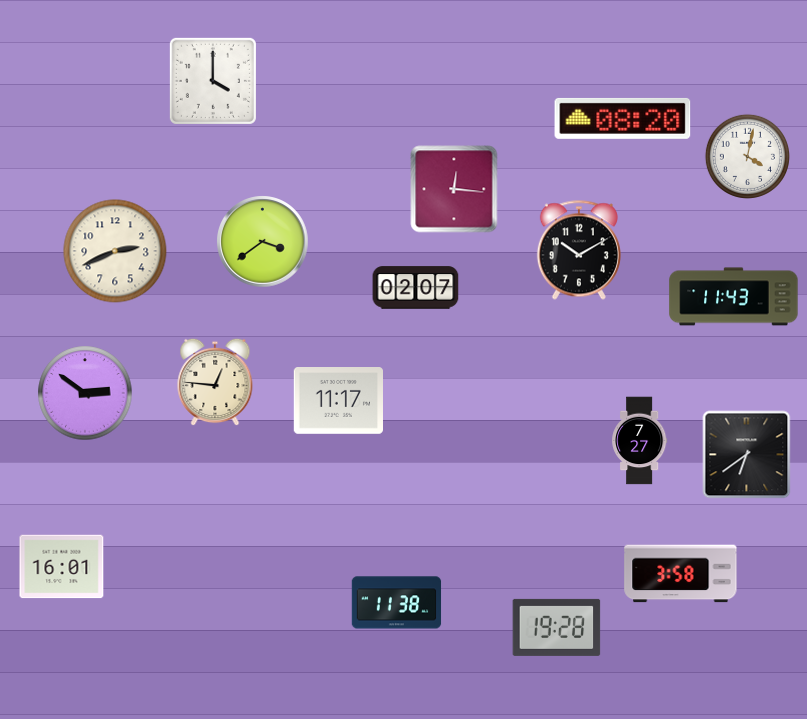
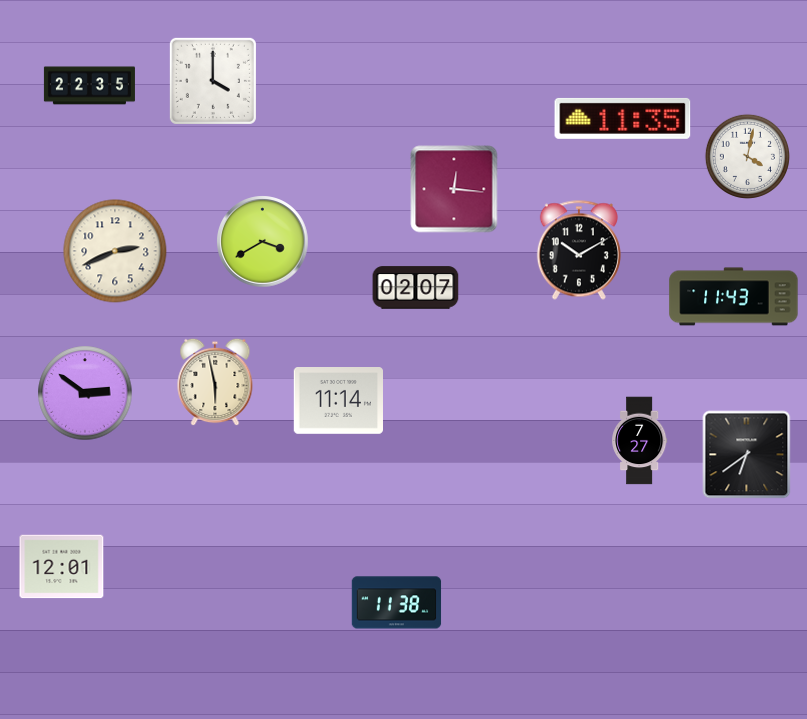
clock at (89, 86): none -> 22:35
clock at (623, 118): 08:20 -> 11:35
clock at (263, 242): 3:39 -> 3:40
clock at (215, 382): 12:46 -> 5:58
clock at (338, 401): 11:17 -> 11:14
clock at (62, 567): 16:01 -> 12:01
clock at (681, 574): 3:58 -> none
clock at (557, 627): 19:28 -> none
